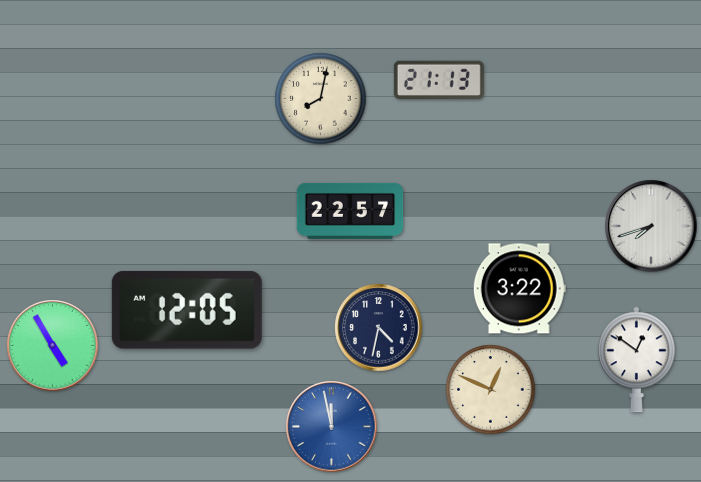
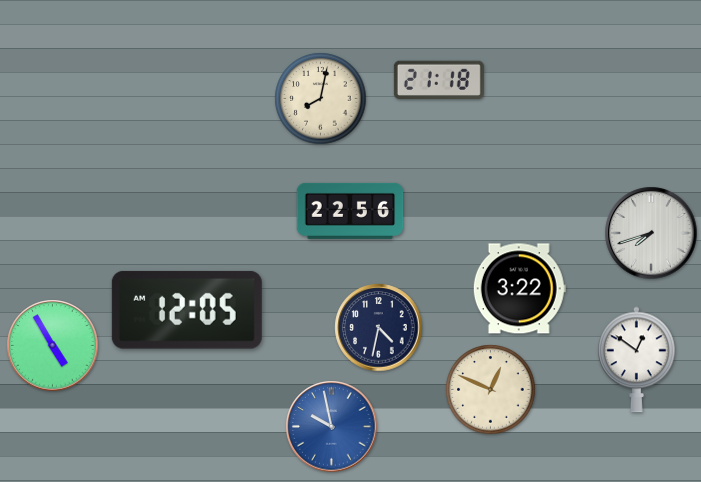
clock at (439, 79): 21:13 -> 21:18
clock at (350, 211): 22:57 -> 22:56
clock at (651, 226) position: (651, 226) -> (651, 233)
clock at (332, 427): 11:58 -> 9:58
